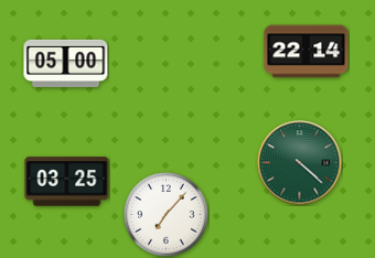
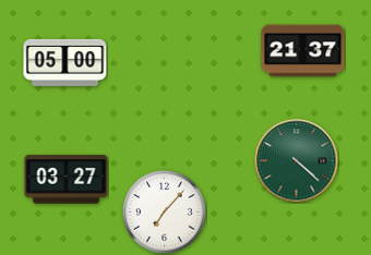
clock at (307, 52): 22:14 -> 21:37
clock at (67, 182): 03:25 -> 03:27
